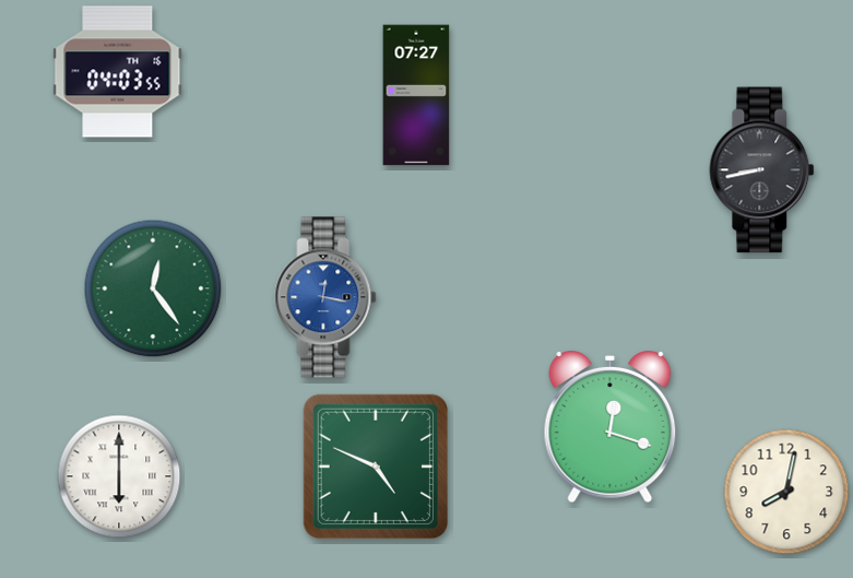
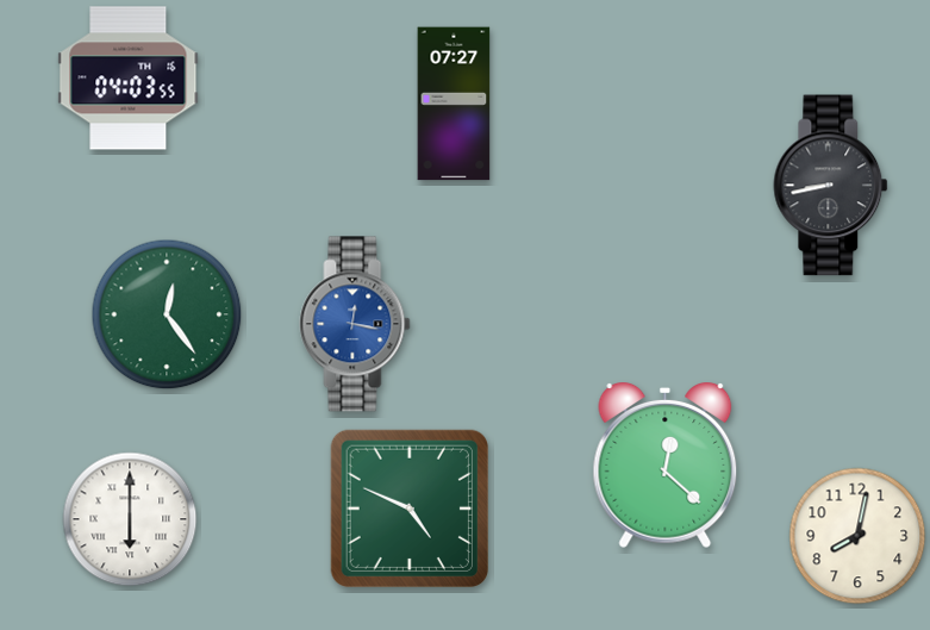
clock at (611, 428): 12:18 -> 12:22
